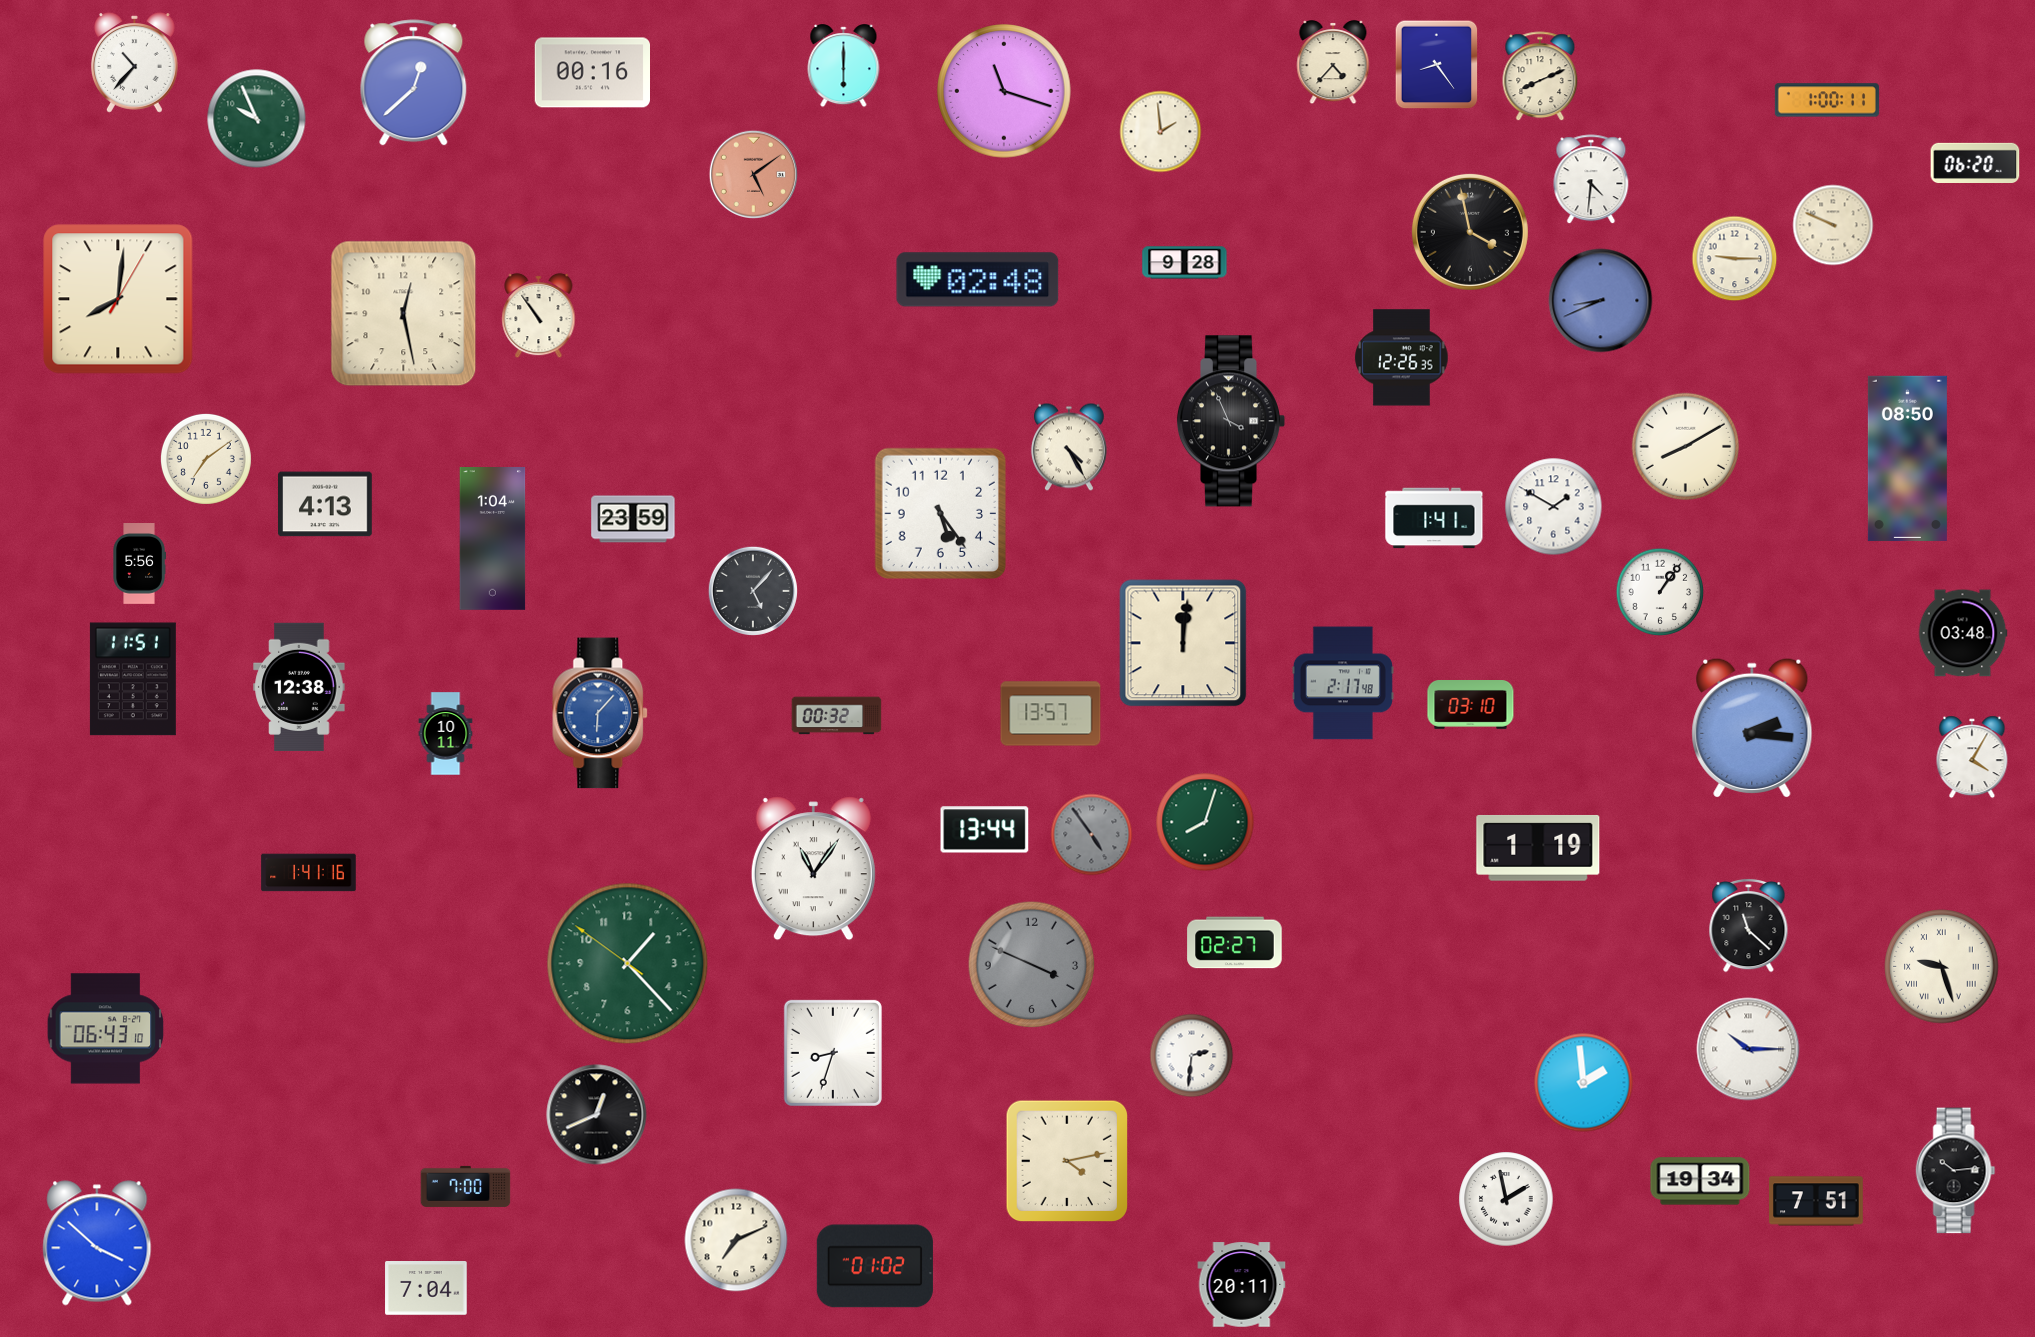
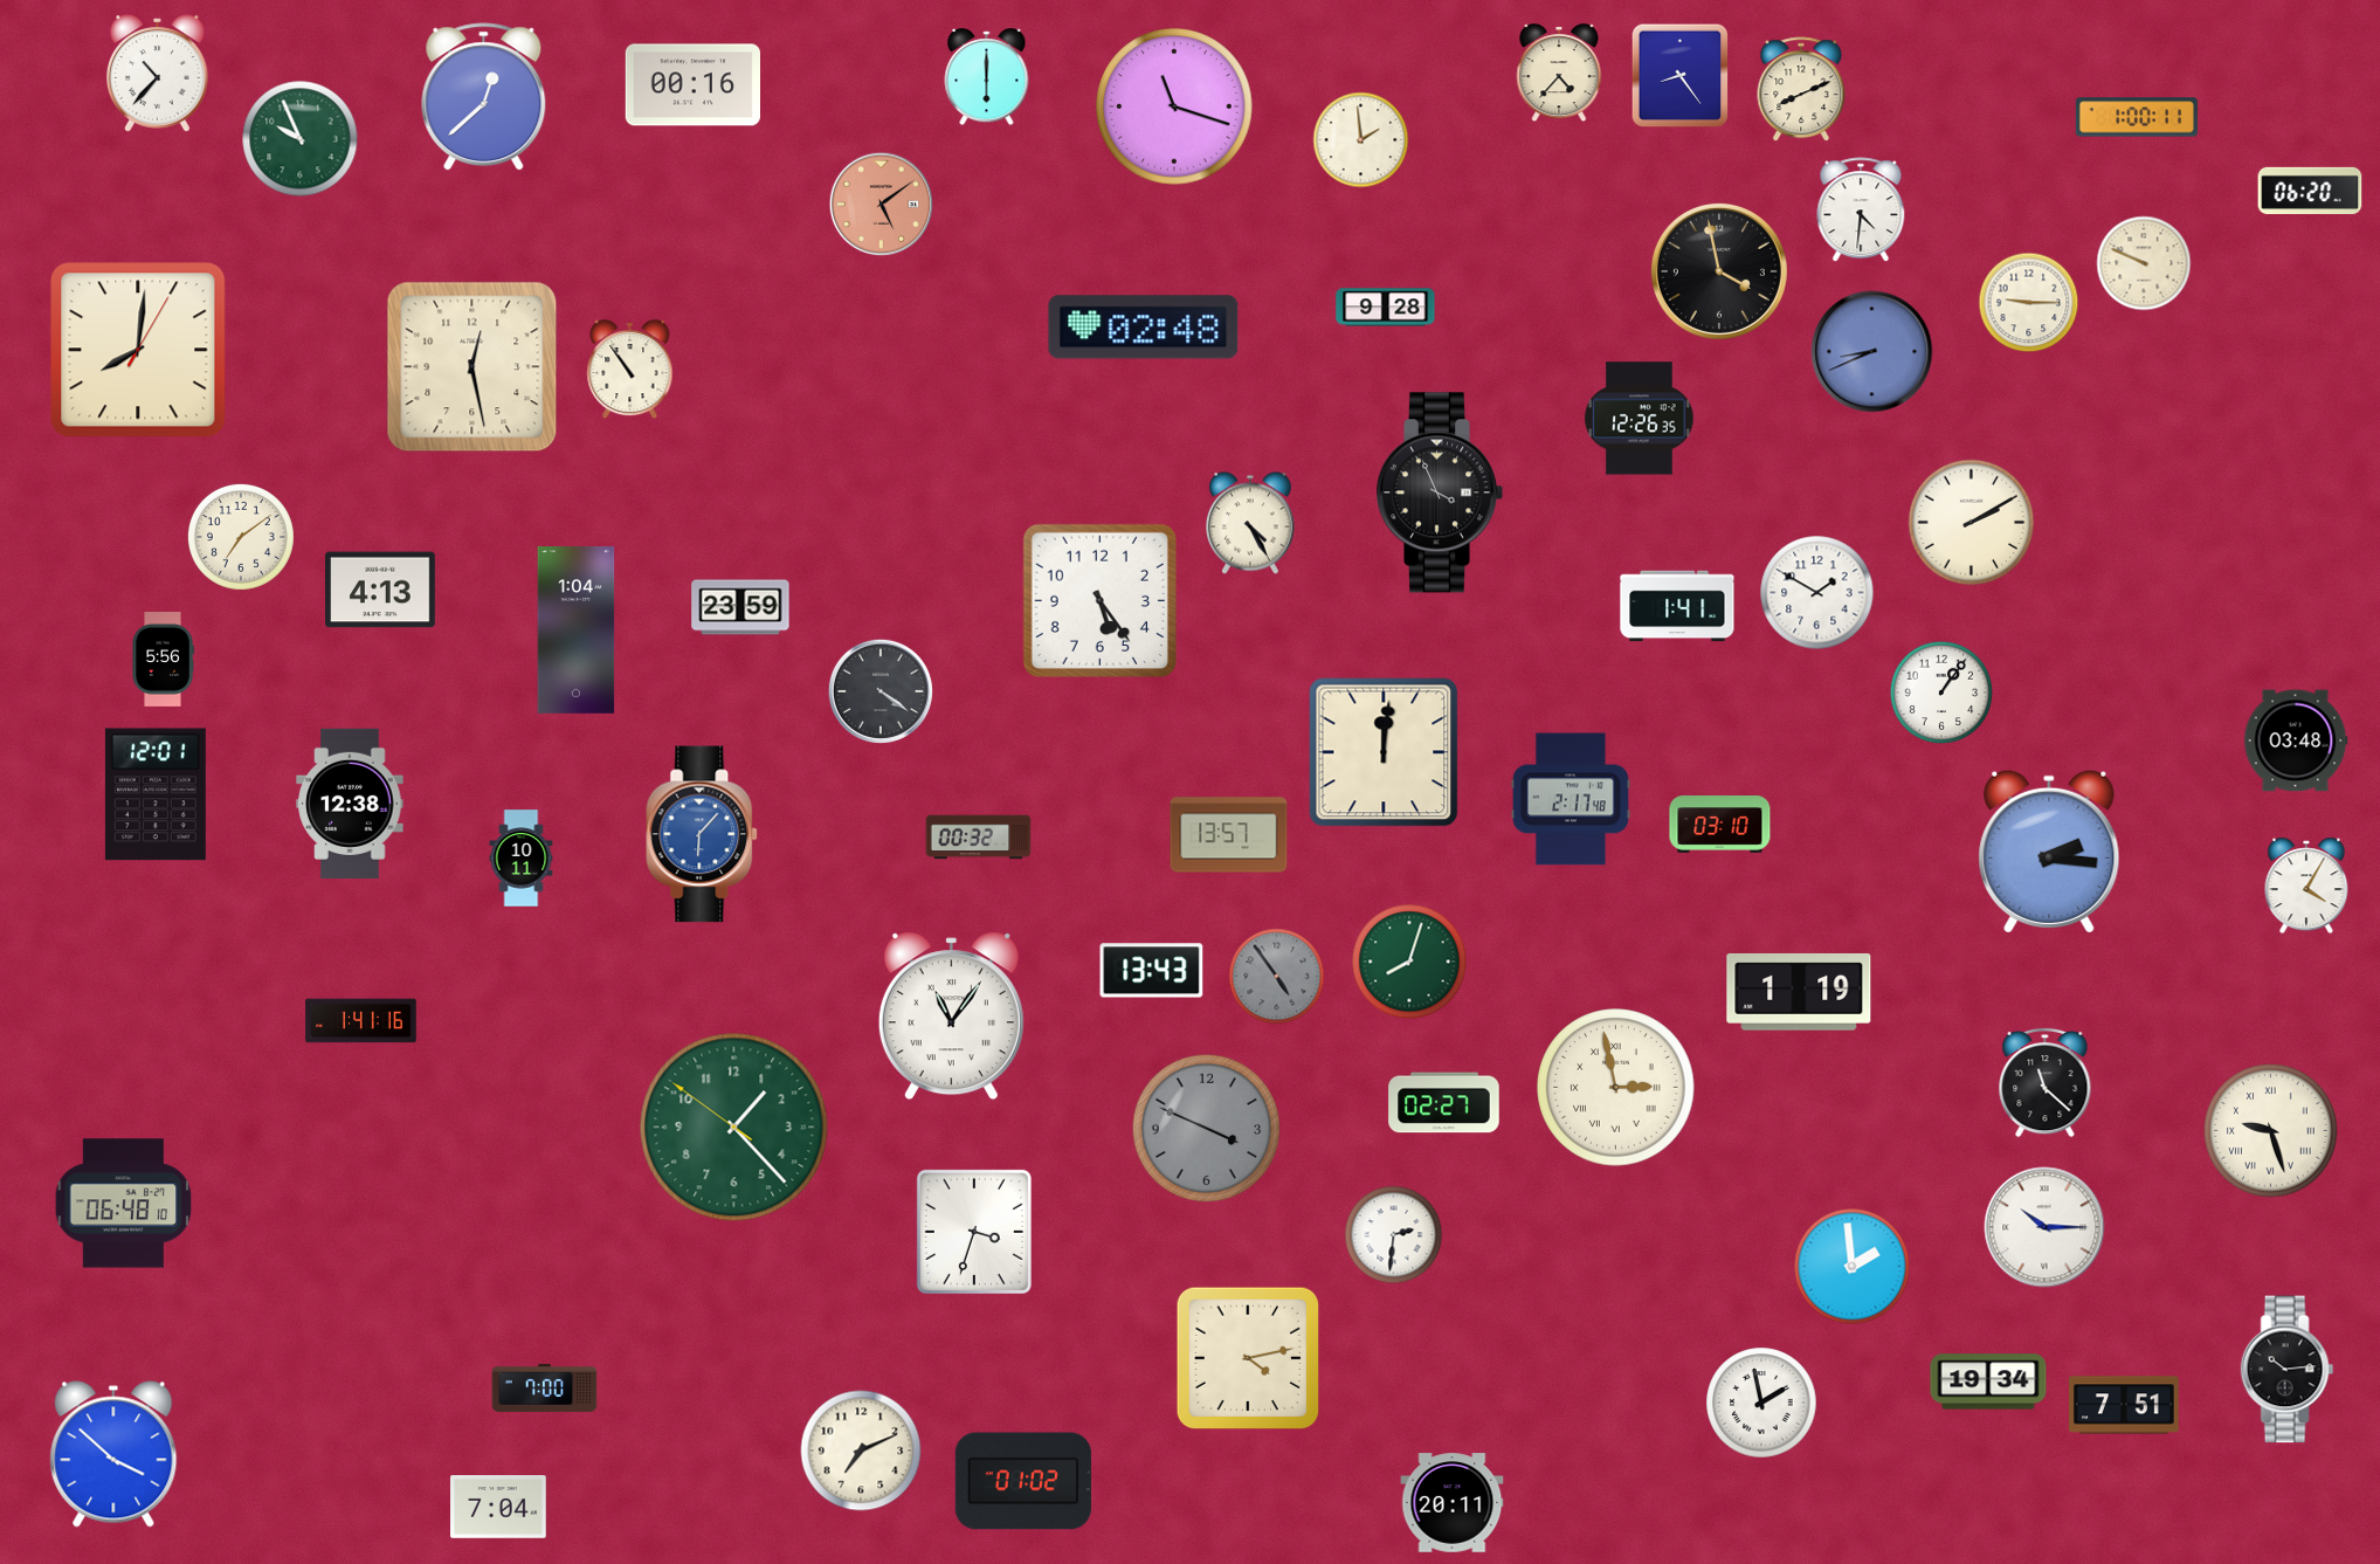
clock at (1161, 132) position: (1161, 132) -> (1361, 140)
clock at (1686, 447): 8:10 -> 2:10
clock at (1907, 458): 08:50 -> none
clock at (753, 591): 5:07 -> 4:21
clock at (133, 679): 11:51 -> 12:01
clock at (985, 830): 13:44 -> 13:43
clock at (1616, 1088): none -> 2:58
clock at (106, 1029): 06:43 -> 06:48
clock at (833, 1053): 8:33 -> 3:33
clock at (597, 1115): 12:41 -> none
